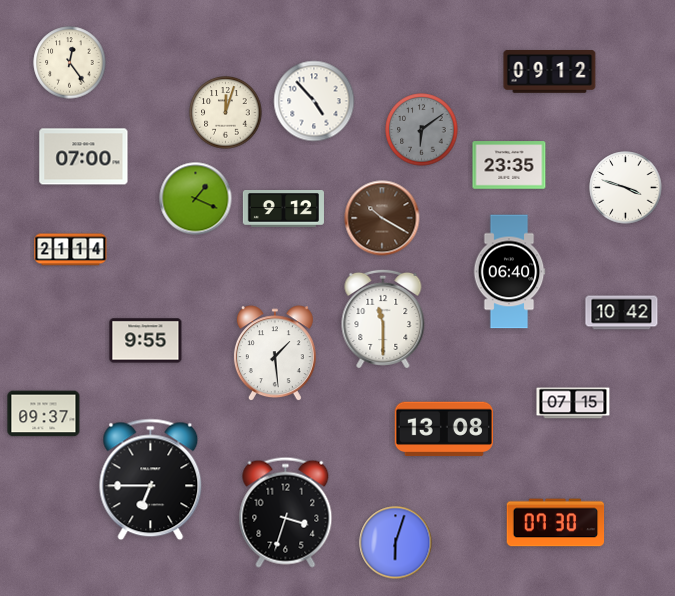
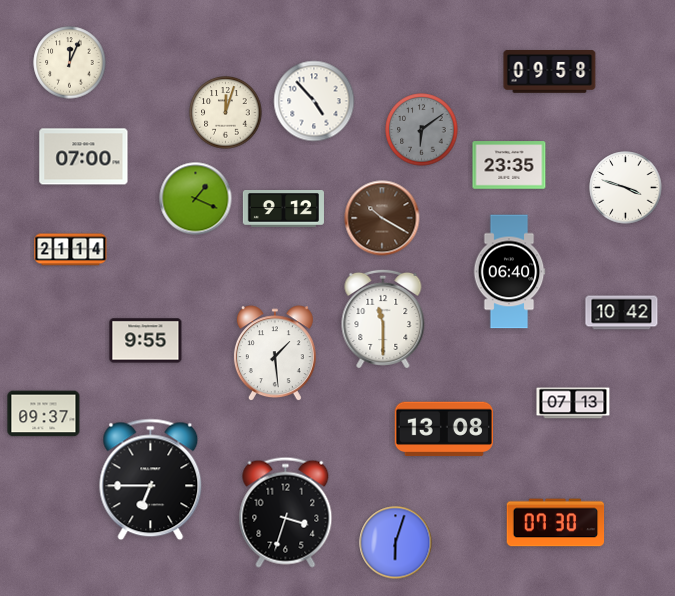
clock at (70, 63): 12:24 -> 12:04
clock at (550, 72): 09:12 -> 09:58
clock at (573, 403): 07:15 -> 07:13
